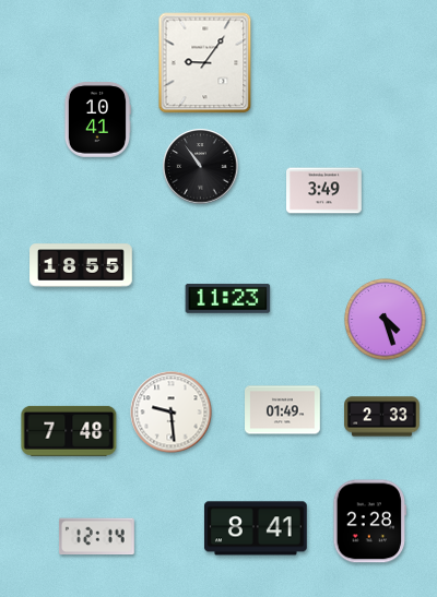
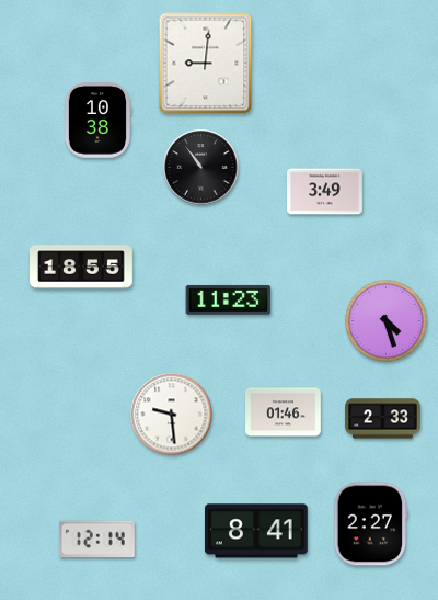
clock at (205, 63): 9:06 -> 9:01
clock at (97, 120): 10:41 -> 10:38
clock at (283, 410): 01:49 -> 01:46
clock at (69, 431): 7:48 -> none
clock at (370, 522): 2:28 -> 2:27
